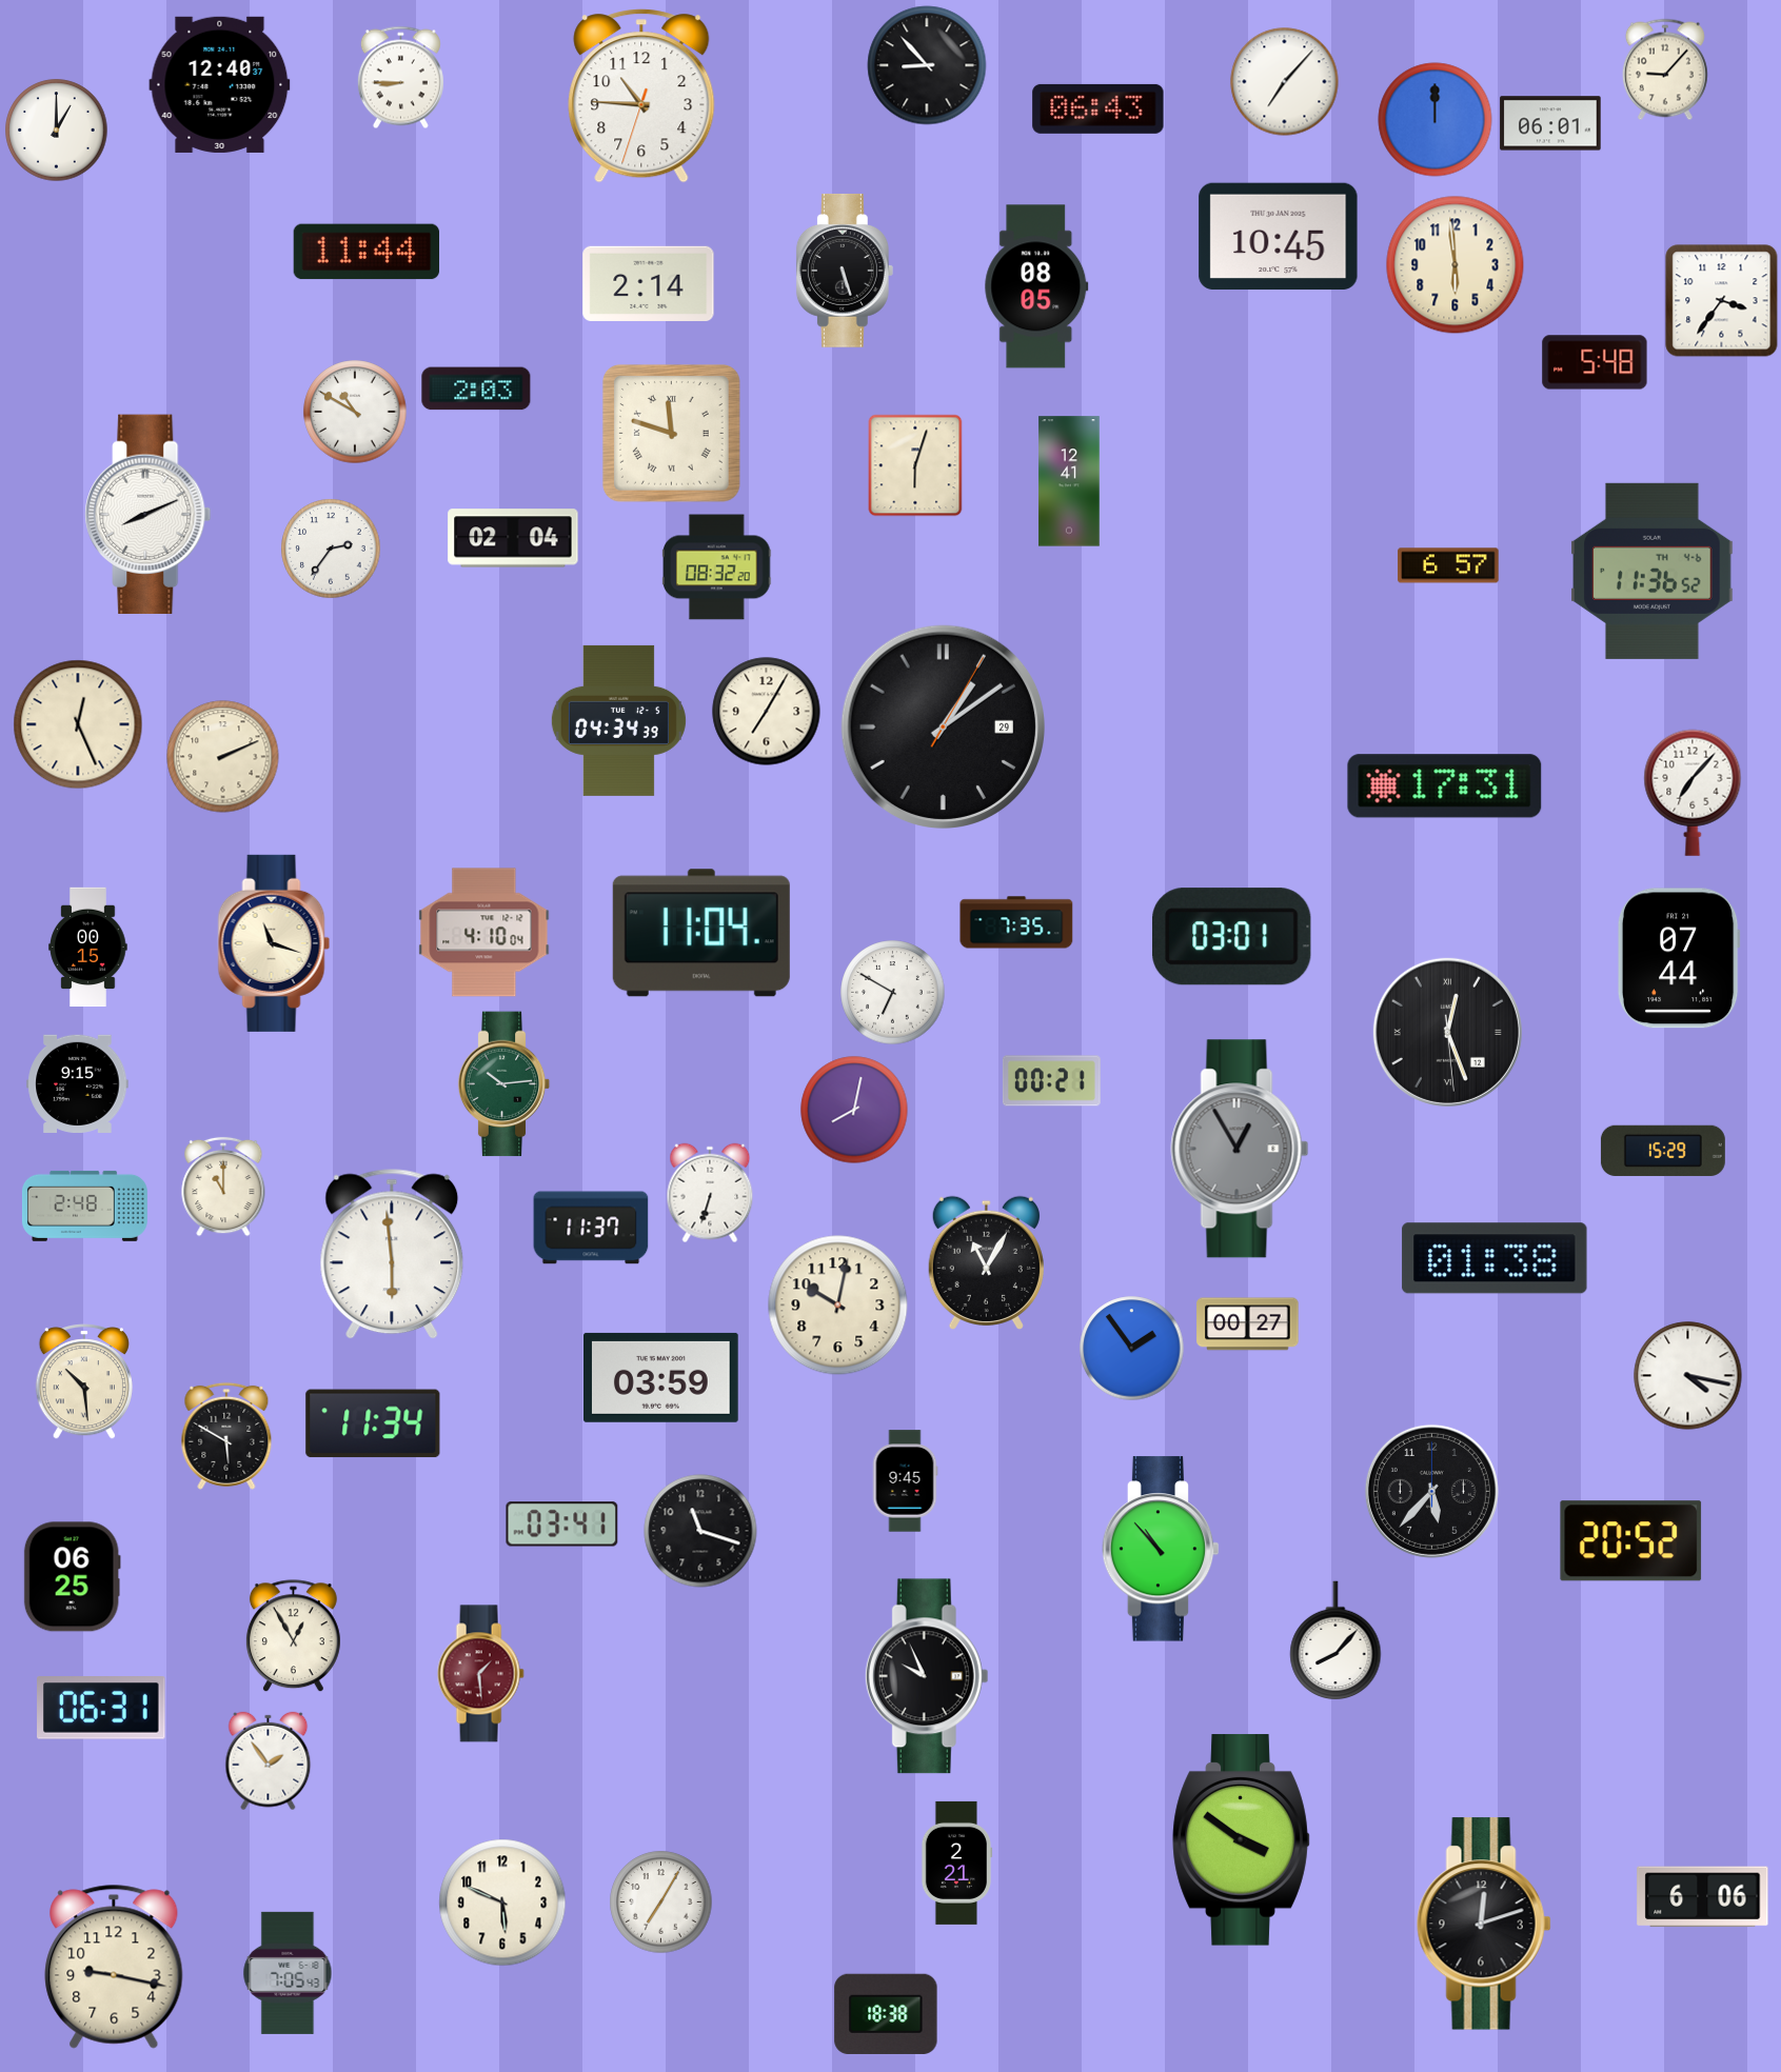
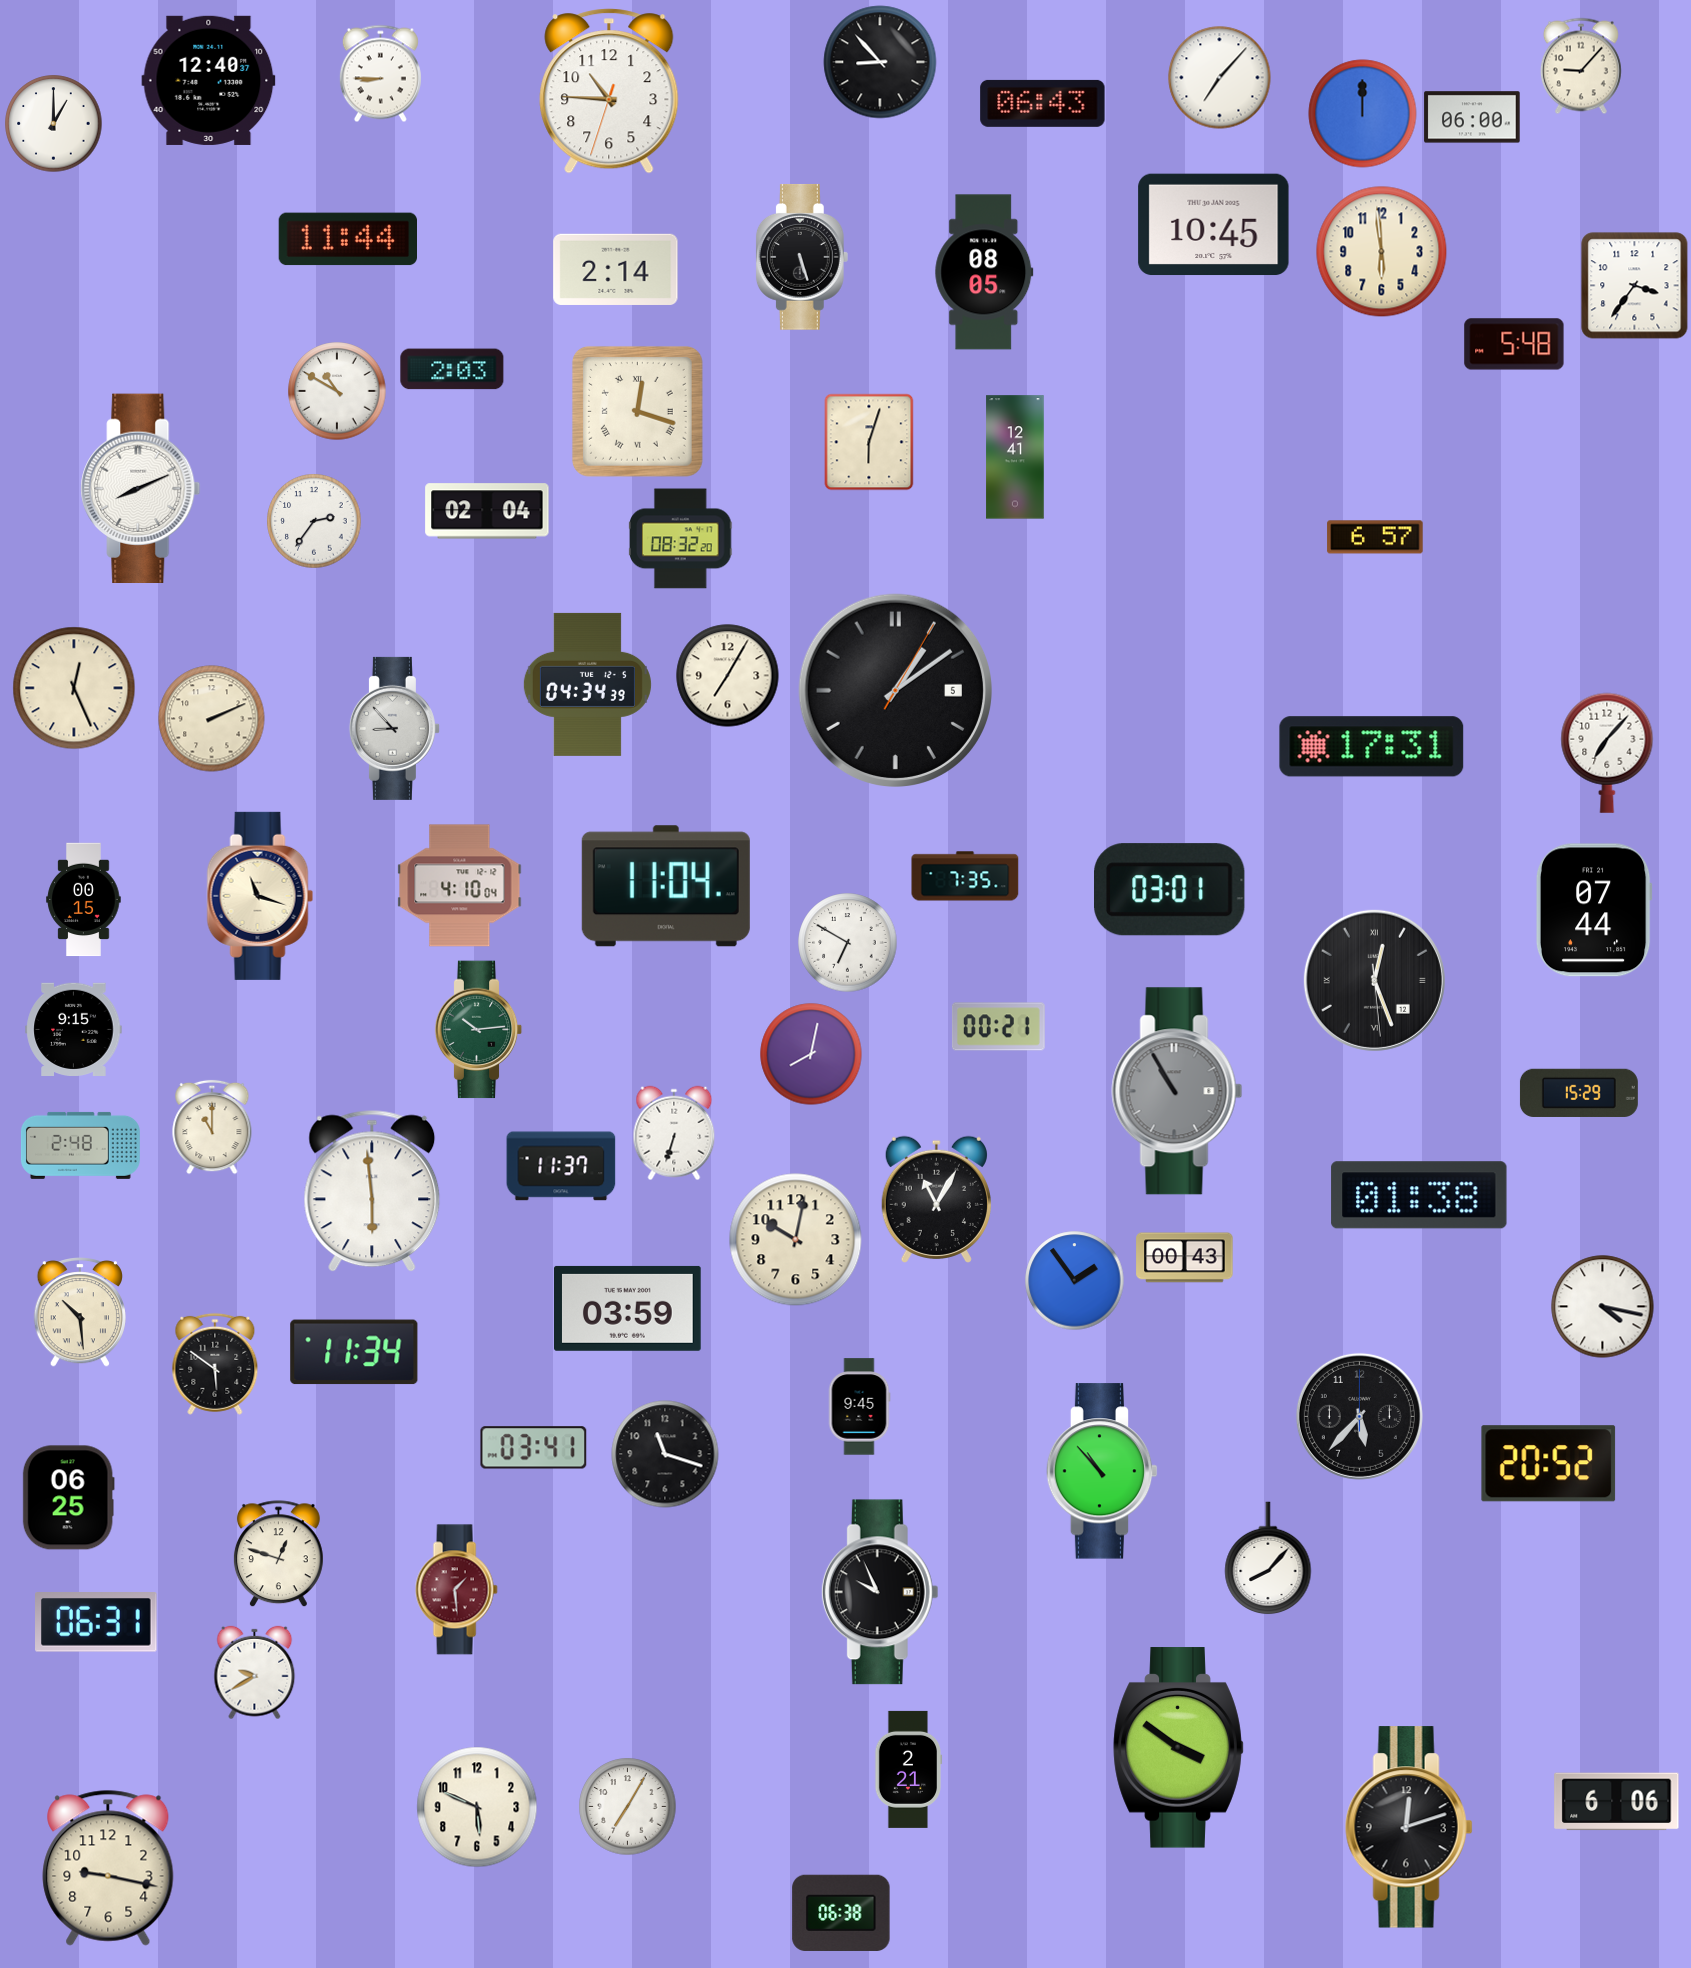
clock at (1550, 123): 06:01 -> 06:00
clock at (671, 433): 11:48 -> 12:18
clock at (1653, 571): 11:36 -> none
clock at (943, 726) date: 29 -> 5
clock at (394, 728): none -> 8:53
clock at (1240, 1149): 12:55 -> 10:55
clock at (1248, 1324): 00:27 -> 00:43
clock at (226, 1436): 5:50 -> 5:51
clock at (293, 1636): 12:55 -> 12:48
clock at (269, 1761): 1:54 -> 9:40
clock at (288, 1973): 7:05 -> none
clock at (886, 2014): 18:38 -> 06:38
